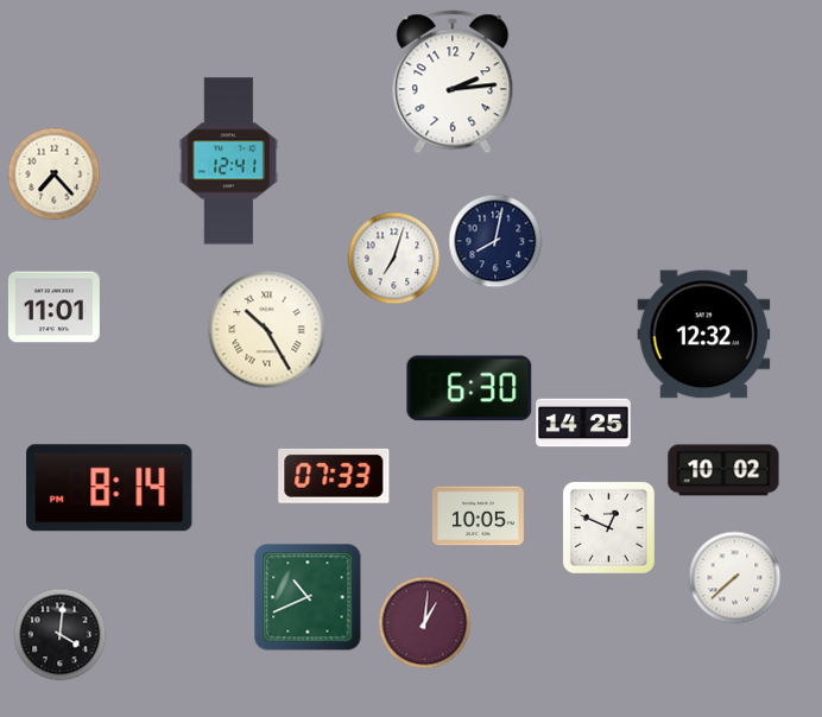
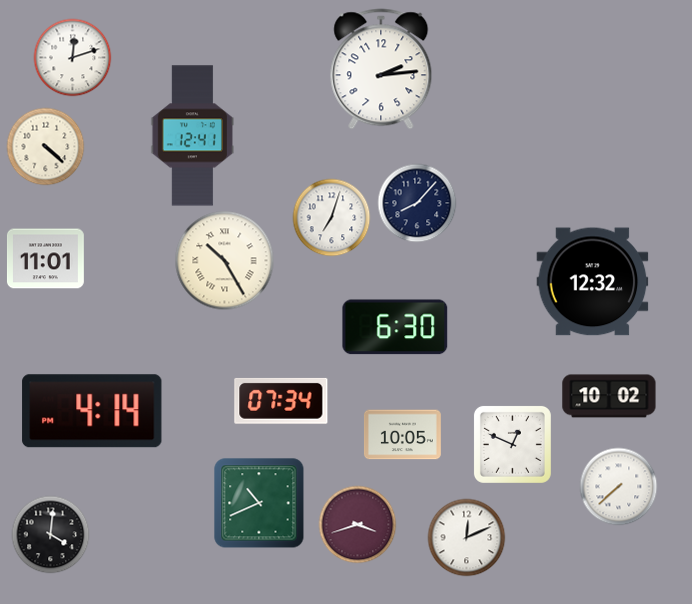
clock at (72, 57): none -> 12:12
clock at (53, 173): 7:23 -> 4:22
clock at (495, 241): 8:02 -> 8:07
clock at (267, 330) position: (267, 330) -> (225, 261)
clock at (583, 423): 14:25 -> none
clock at (334, 476): 07:33 -> 07:34
clock at (109, 488): 8:14 -> 4:14
clock at (424, 622): 1:01 -> 3:42
clock at (466, 537): none -> 12:11
